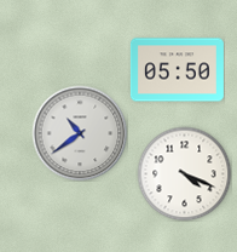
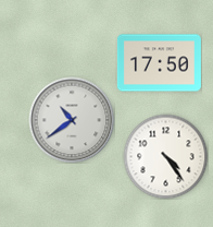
clock at (177, 70): 05:50 -> 17:50
clock at (184, 173): 4:19 -> 4:24
